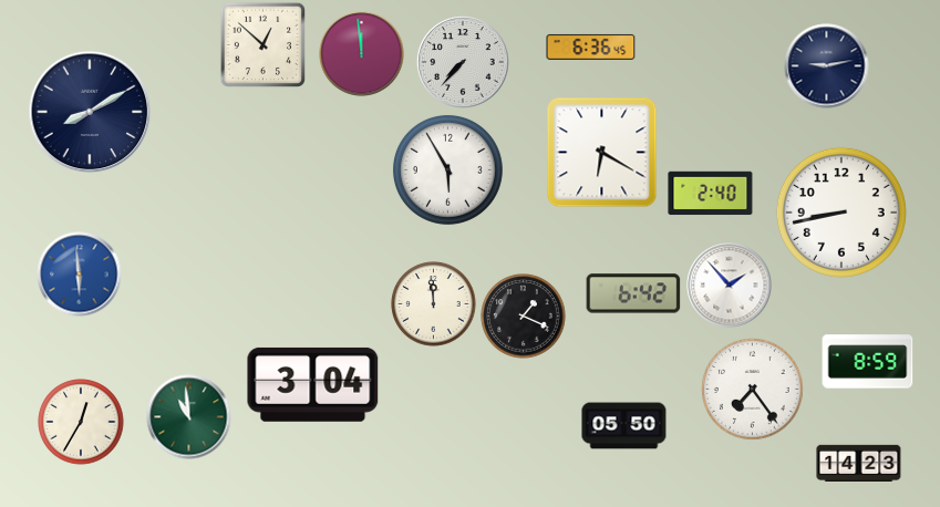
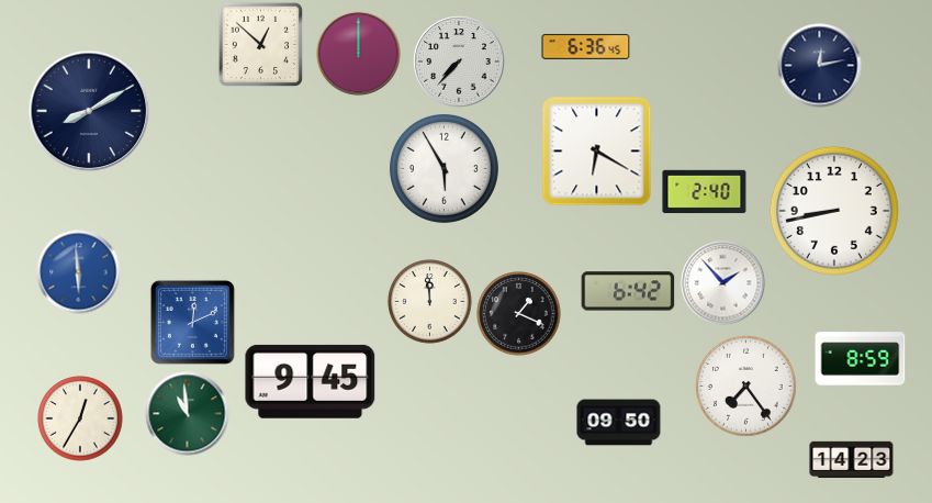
clock at (362, 54): 11:59 -> 12:00
clock at (827, 66): 9:13 -> 12:13
clock at (192, 322): none -> 12:11
clock at (313, 384): 3:04 -> 9:45
clock at (624, 426): 05:50 -> 09:50
